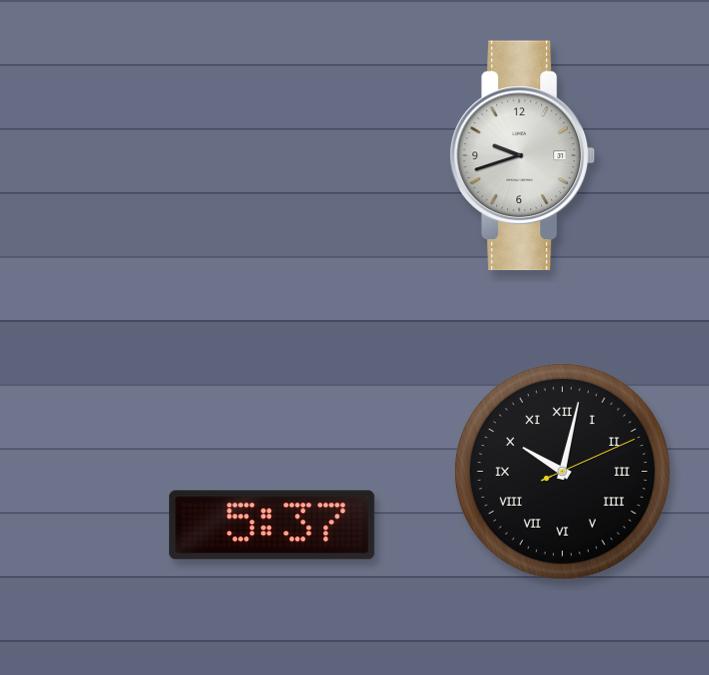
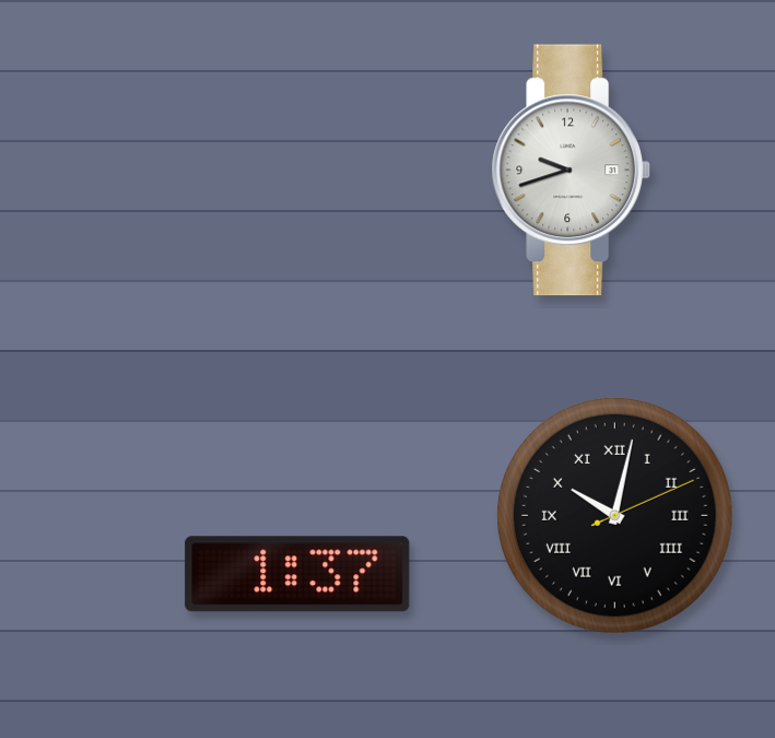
clock at (272, 525): 5:37 -> 1:37
